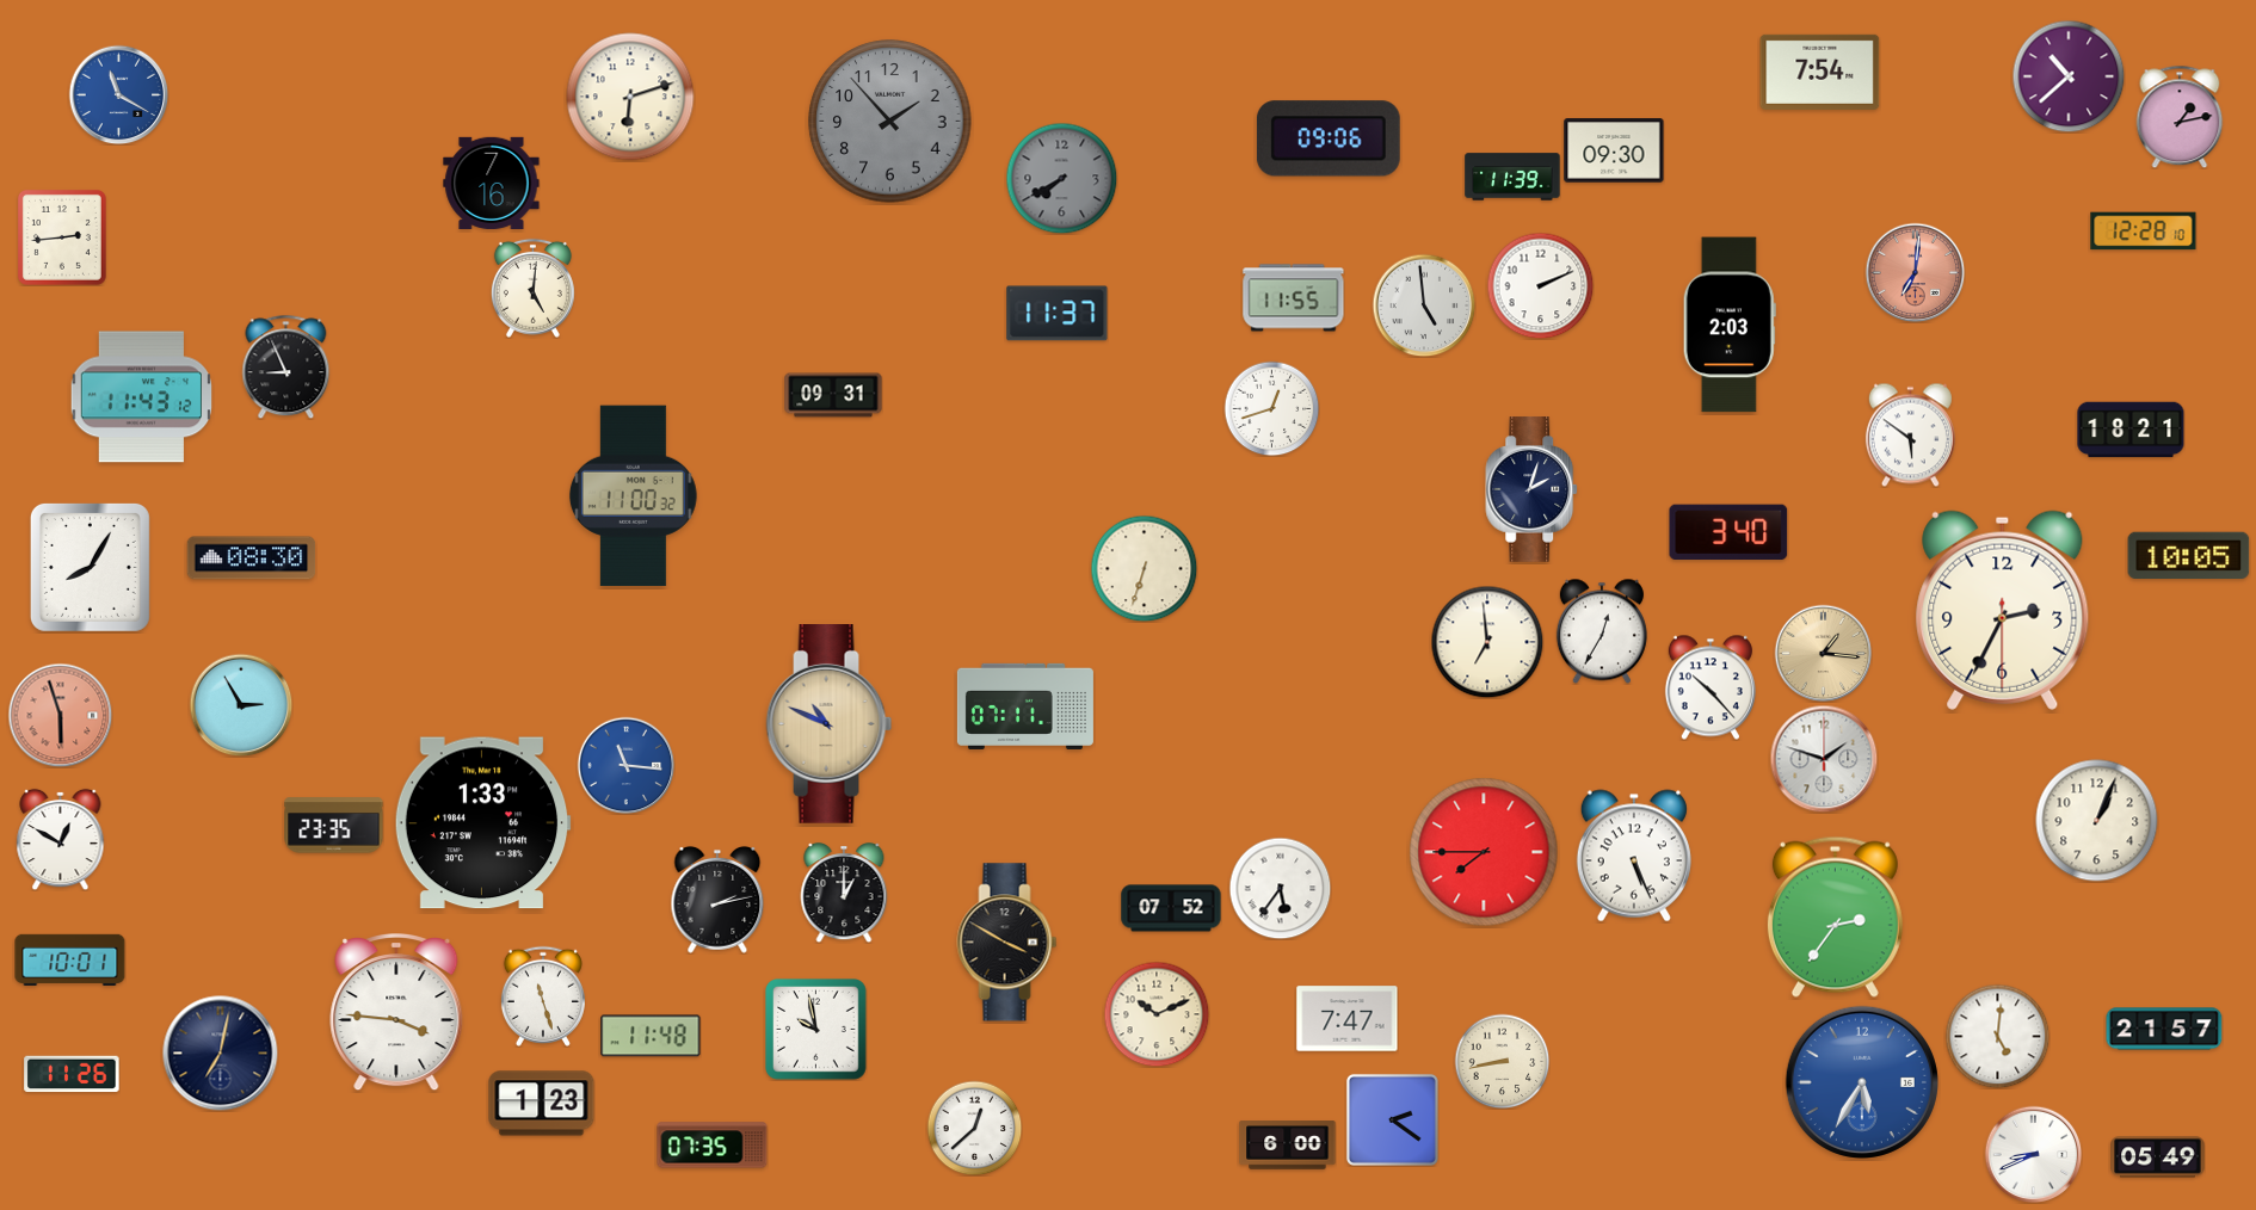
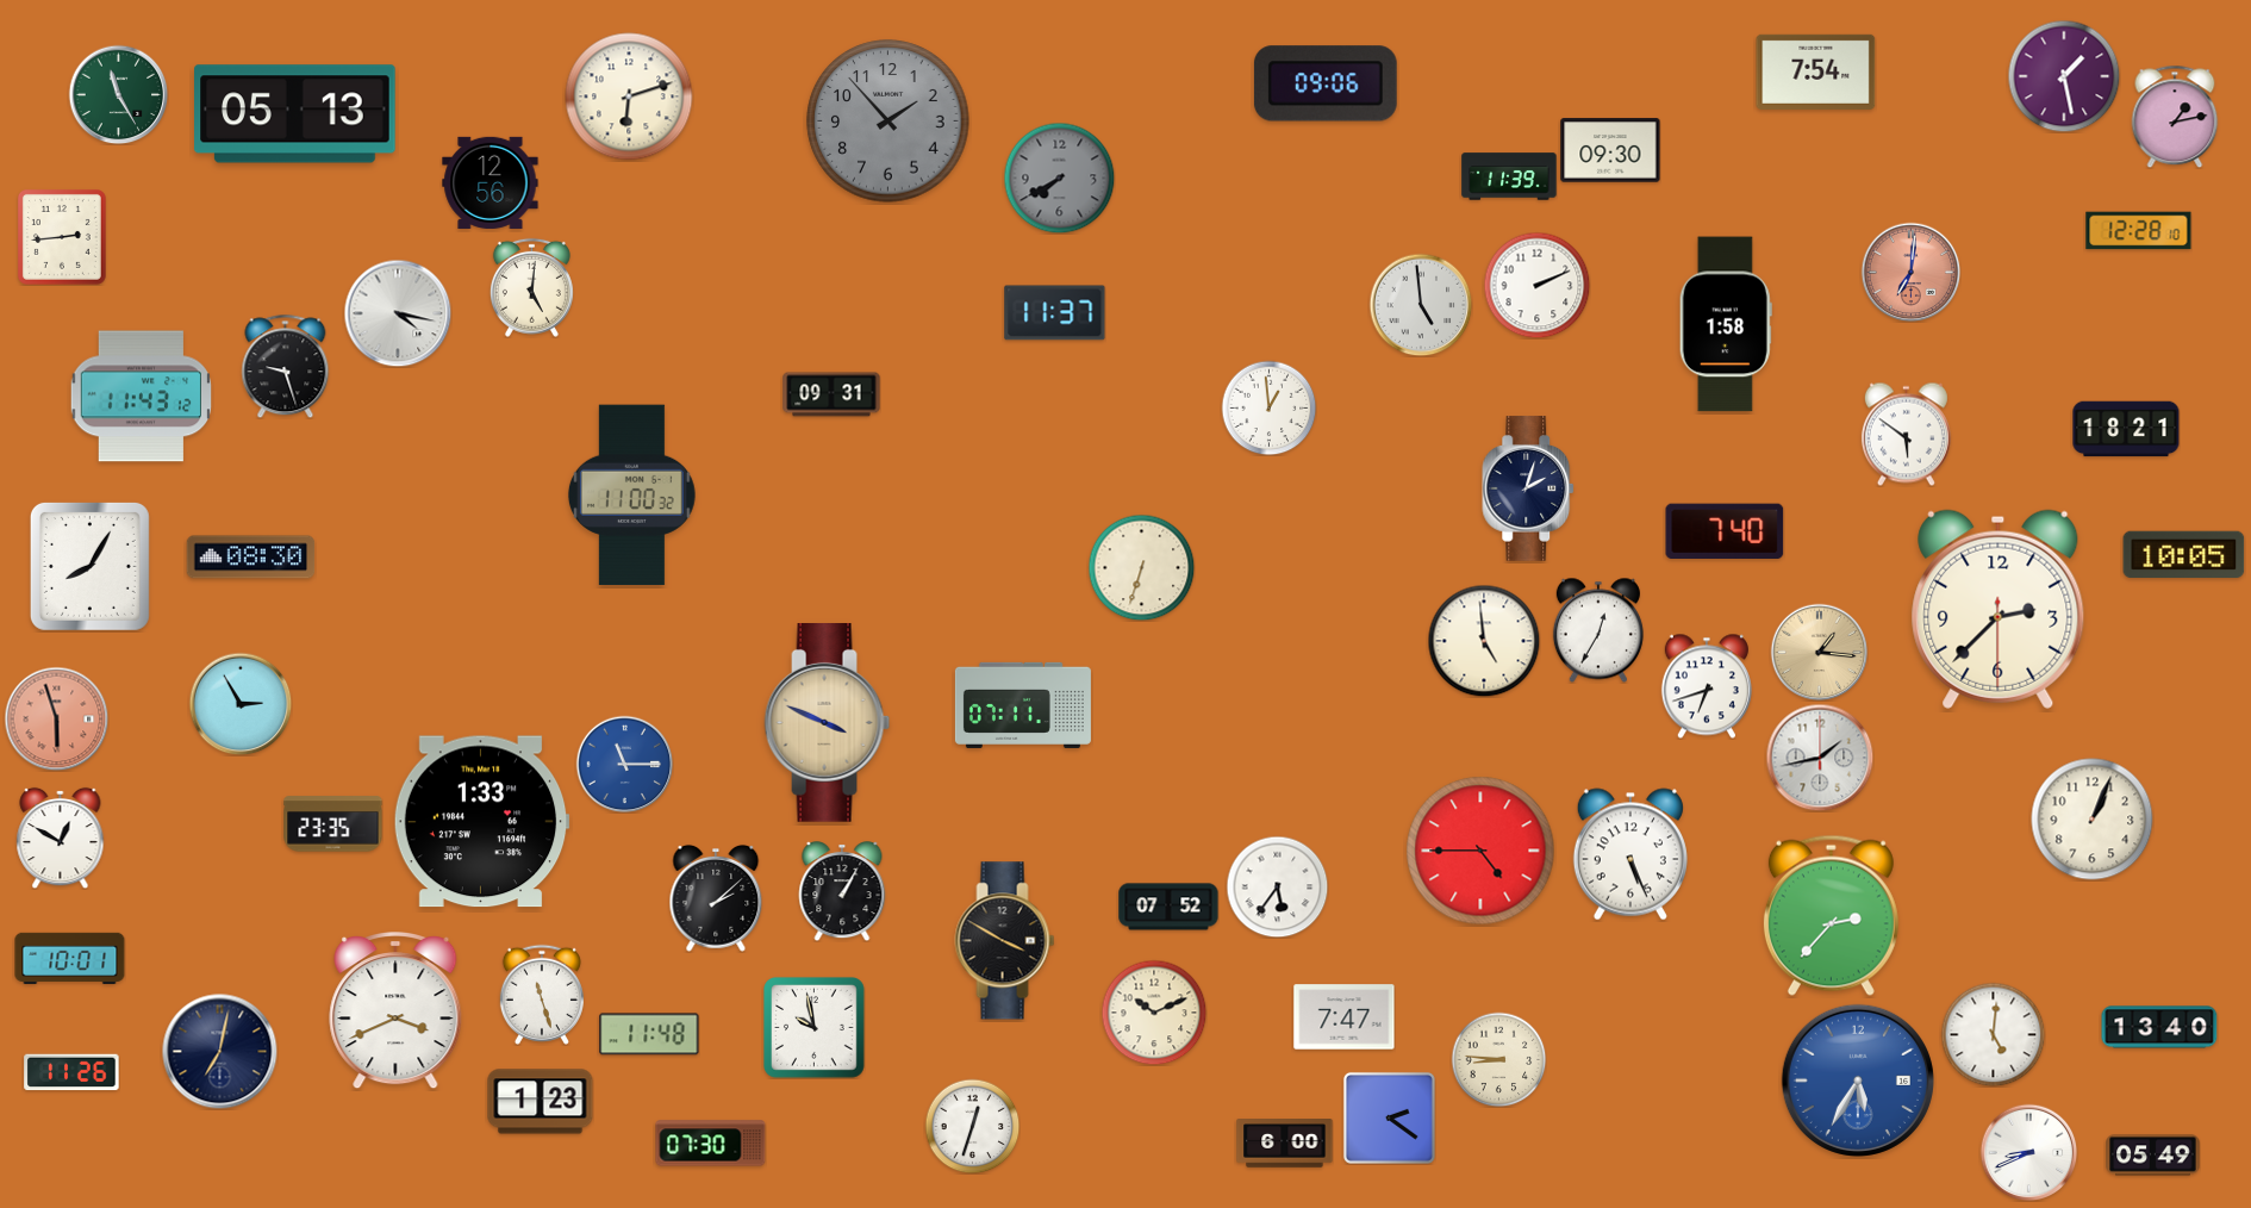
clock at (2069, 76): 10:38 -> 1:28
clock at (118, 94): 11:20 -> 11:25
clock at (118, 94) dial: blue -> green
clock at (295, 114): none -> 05:13
clock at (1329, 138) position: (1329, 138) -> (1326, 83)
clock at (492, 183): 7:16 -> 12:56
clock at (1294, 298): 11:55 -> none
clock at (398, 313): none -> 4:17
clock at (1730, 325): 2:03 -> 1:58
clock at (286, 366): 8:56 -> 9:27
clock at (1271, 408): 12:42 -> 12:59
clock at (1728, 531): 3:40 -> 7:40
clock at (2003, 610): 2:34 -> 2:37
clock at (1487, 642): 6:59 -> 4:59
clock at (1711, 687): 10:23 -> 6:42
clock at (60, 715) position: (60, 715) -> (56, 718)
clock at (830, 724): 10:49 -> 3:49
clock at (1824, 759): 1:48 -> 1:43
clock at (625, 765): 11:16 -> 11:15
clock at (1484, 852): 7:45 -> 4:45
clock at (844, 893): 1:00 -> 1:05
clock at (717, 900): 2:13 -> 2:08
clock at (1835, 916): 2:36 -> 2:37
clock at (396, 1013): 3:46 -> 3:41
clock at (2164, 1029): 21:57 -> 13:40
clock at (1502, 1061): 8:43 -> 8:46
clock at (974, 1128): 12:38 -> 12:33
clock at (713, 1146): 07:35 -> 07:30
